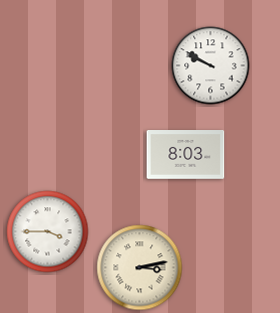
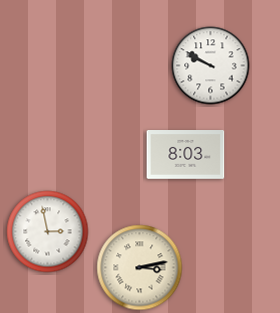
clock at (48, 232): 3:45 -> 2:58
